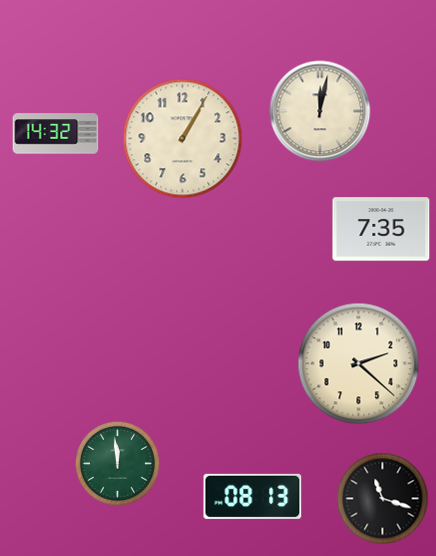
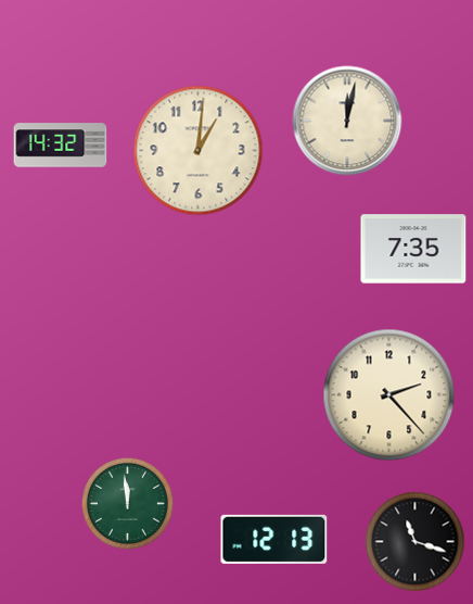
clock at (183, 139): 1:05 -> 1:01
clock at (359, 364): 2:22 -> 2:23
clock at (253, 496): 08:13 -> 12:13
